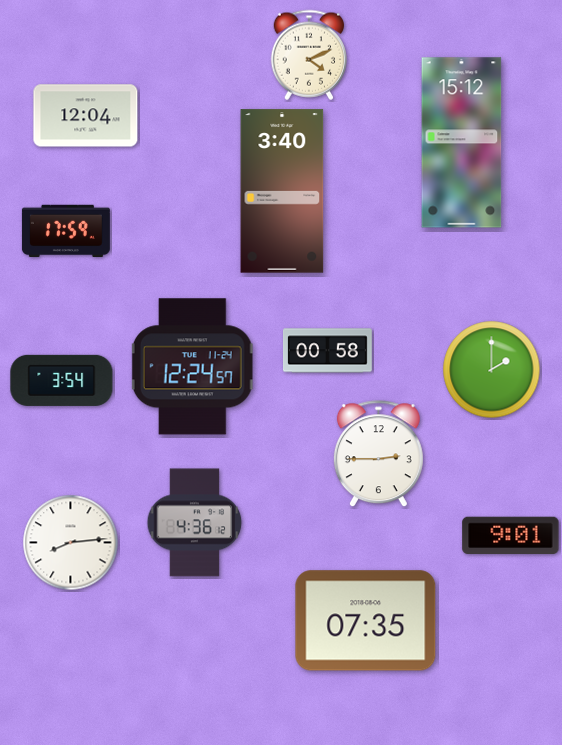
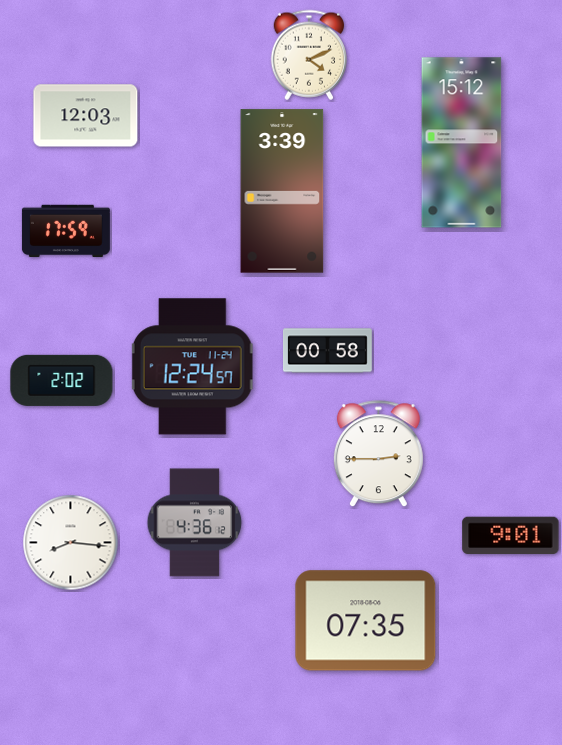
clock at (86, 116): 12:04 -> 12:03
clock at (282, 191): 3:40 -> 3:39
clock at (492, 370): 2:00 -> none
clock at (62, 380): 3:54 -> 2:02
clock at (71, 543): 8:14 -> 8:16
